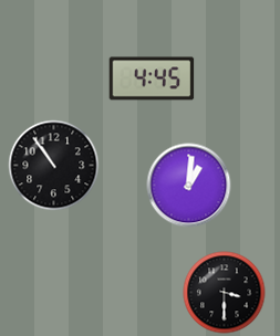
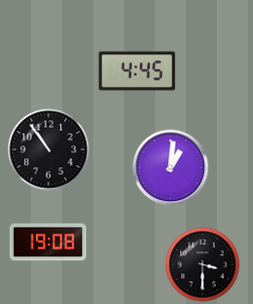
clock at (48, 242): none -> 19:08
